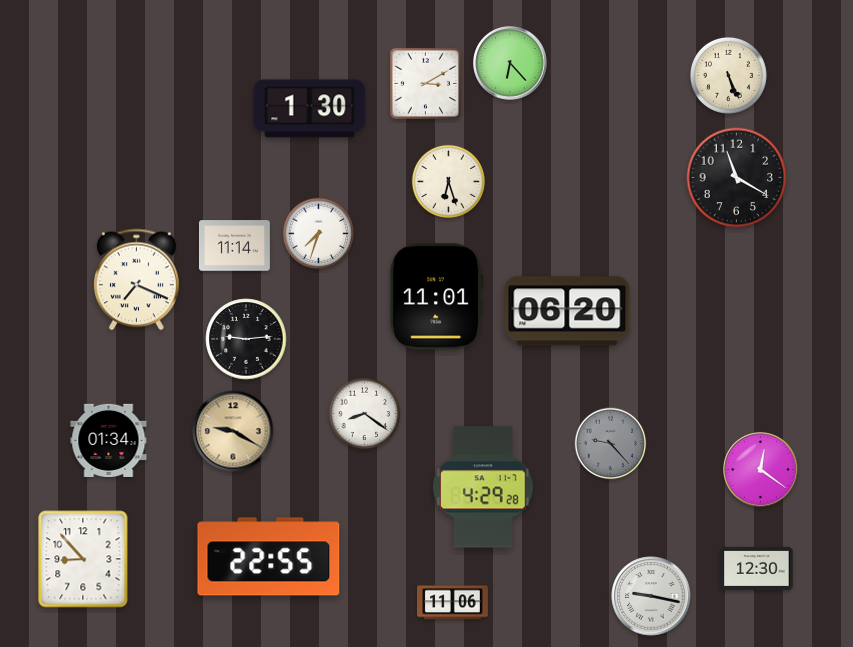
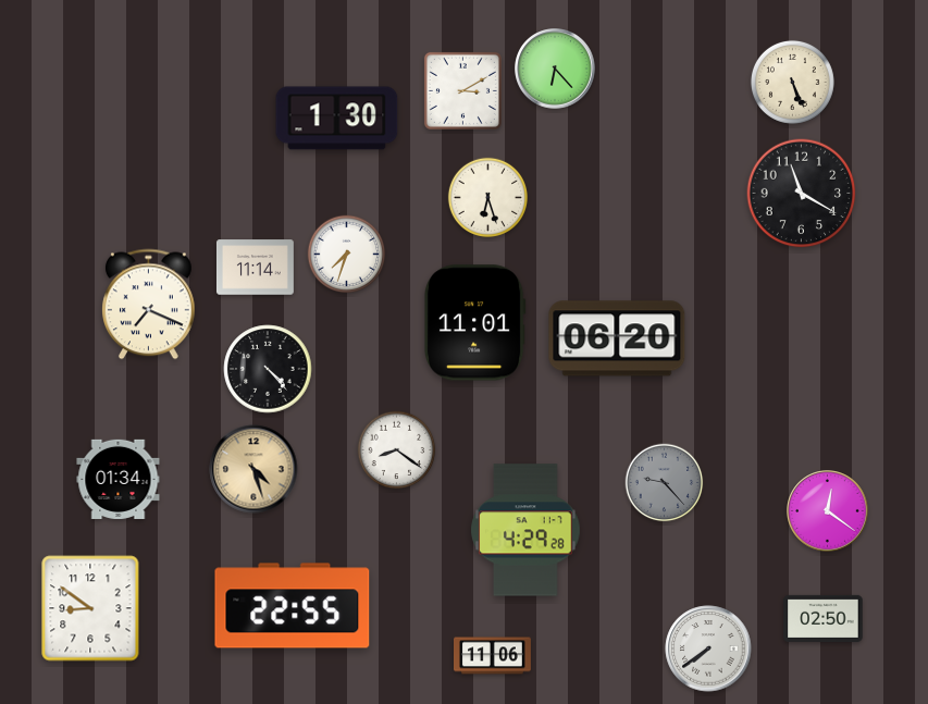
clock at (246, 339): 9:14 -> 4:23
clock at (233, 431): 9:20 -> 4:27
clock at (83, 559): 8:53 -> 8:51
clock at (757, 568): 12:30 -> 02:50
clock at (651, 596): 9:17 -> 7:39
